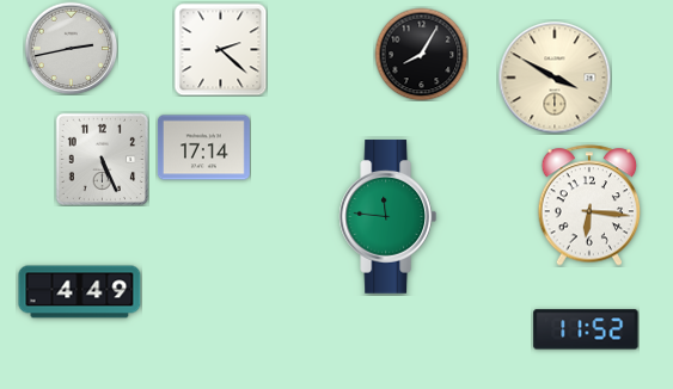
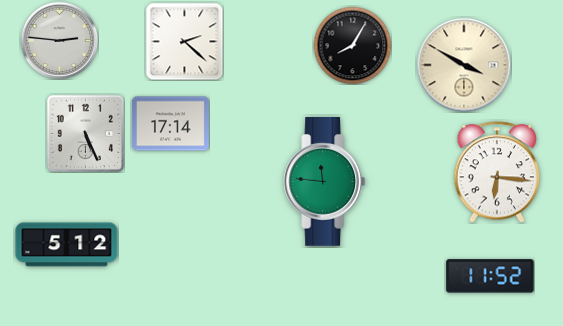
clock at (71, 48): 2:43 -> 2:46
clock at (589, 205) position: (589, 205) -> (497, 172)
clock at (80, 292): 4:49 -> 5:12
